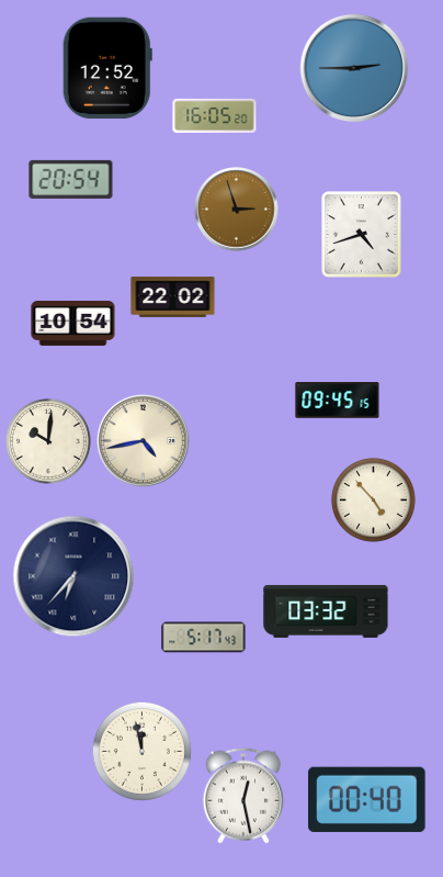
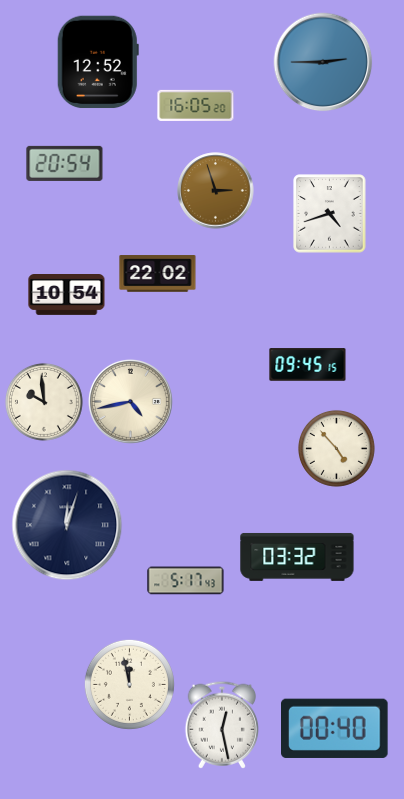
clock at (173, 297) position: (173, 297) -> (158, 274)
clock at (48, 441): 10:01 -> 9:59
clock at (373, 499) position: (373, 499) -> (336, 448)
clock at (73, 576): 6:37 -> 12:03
